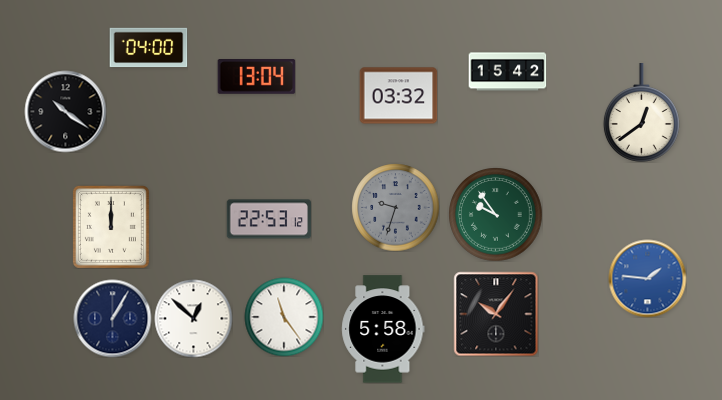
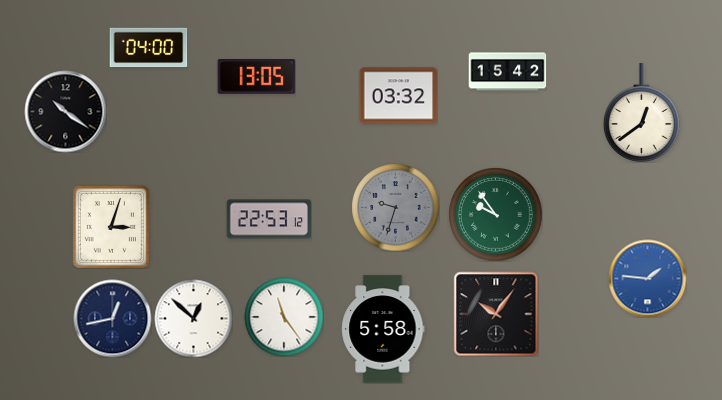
clock at (256, 77): 13:04 -> 13:05
clock at (111, 227): 12:00 -> 3:03
clock at (112, 318): 1:05 -> 12:43
